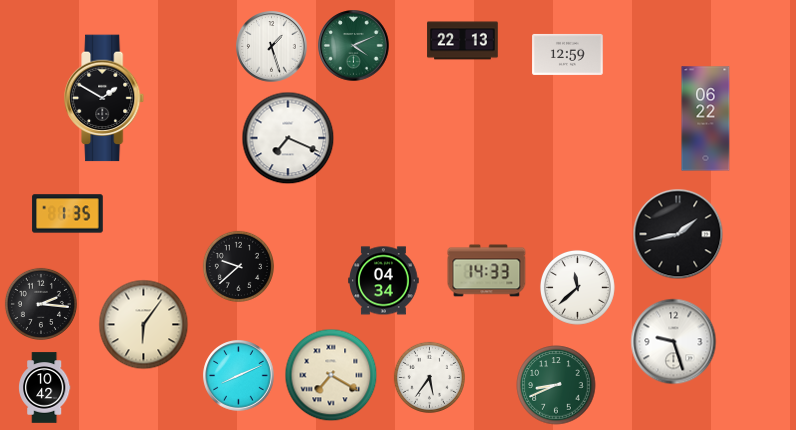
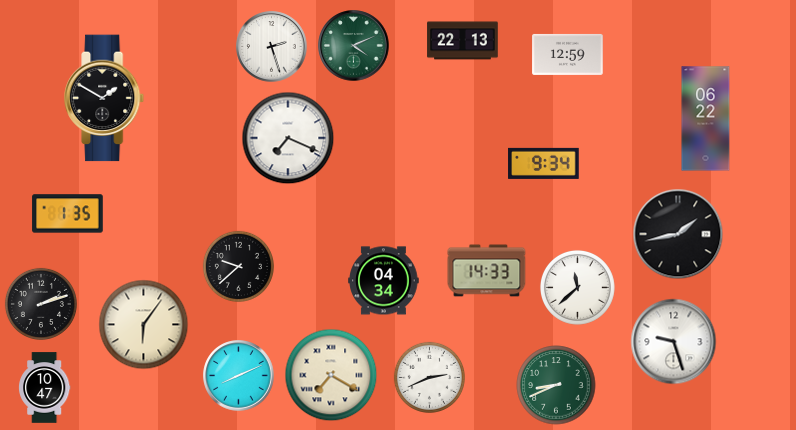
clock at (272, 47): 1:27 -> 2:27
clock at (544, 163): none -> 9:34
clock at (41, 304): 2:16 -> 2:12
clock at (429, 377): 5:36 -> 2:41
clock at (45, 388): 10:42 -> 10:47
